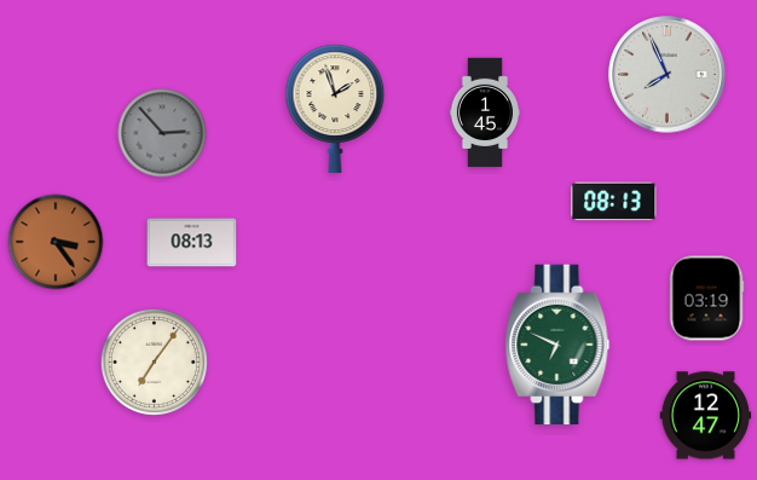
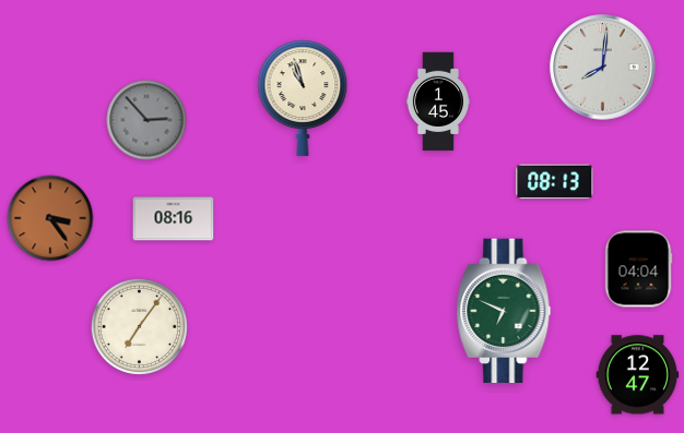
clock at (668, 75): 7:56 -> 8:01
clock at (335, 109): 1:57 -> 10:57
clock at (192, 243): 08:13 -> 08:16
clock at (706, 299): 03:19 -> 04:04
